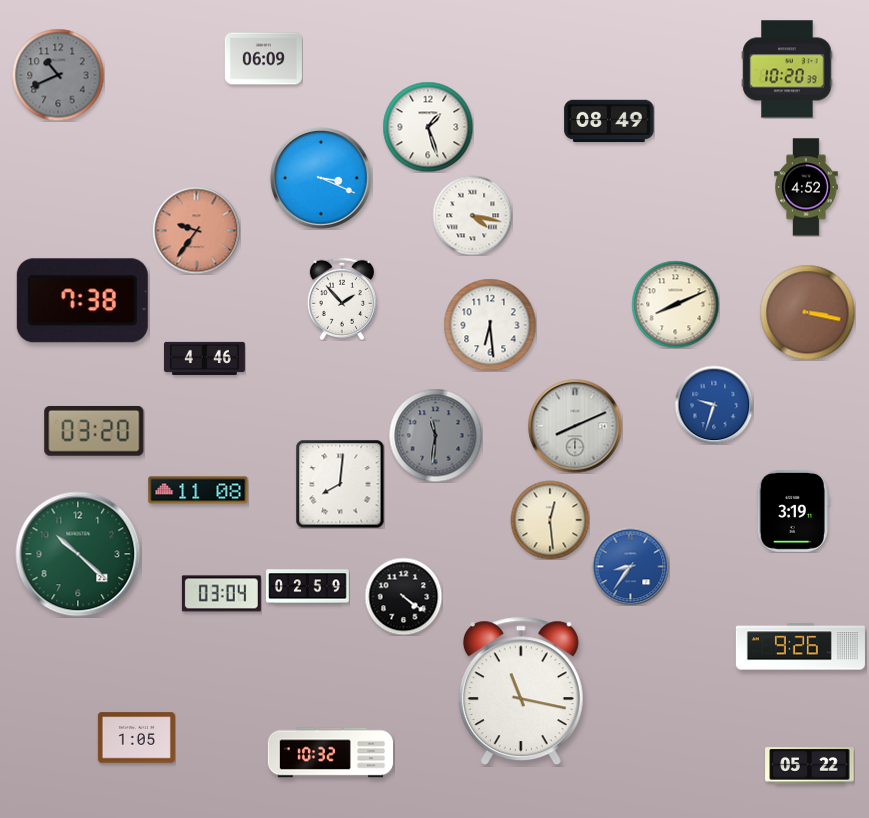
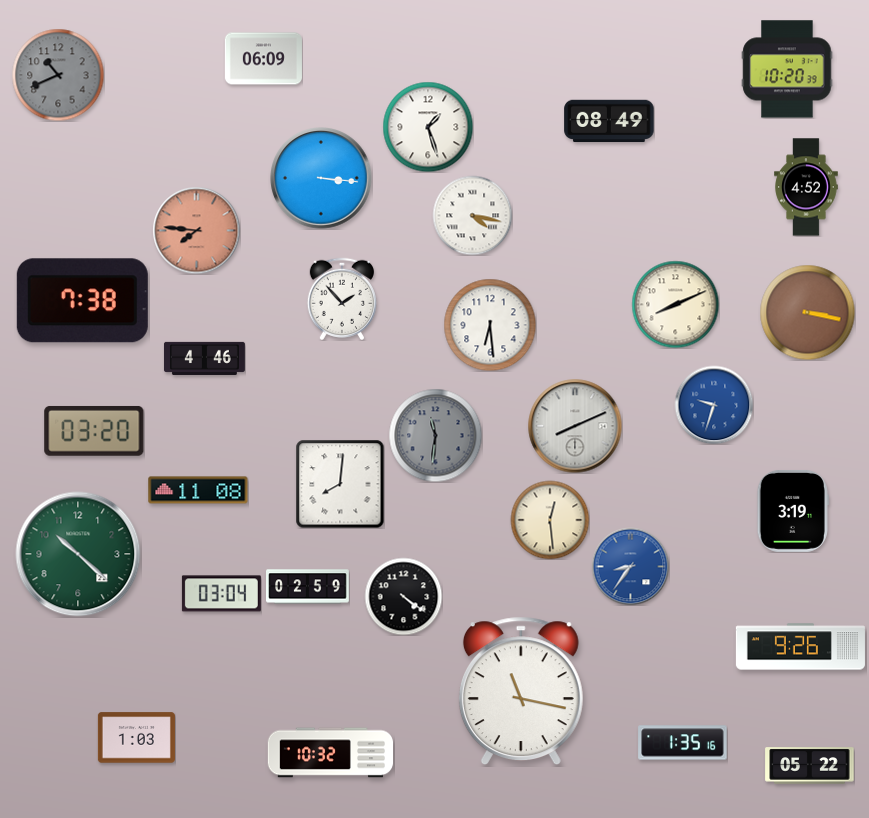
clock at (321, 178): 3:19 -> 3:16
clock at (196, 230): 9:36 -> 7:46
clock at (136, 738): 1:05 -> 1:03
clock at (683, 743): none -> 1:35
